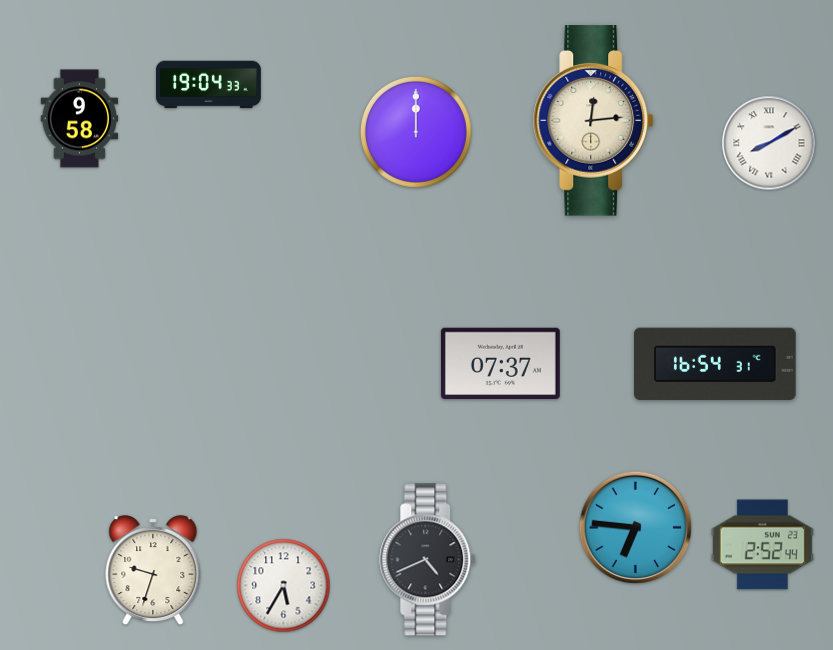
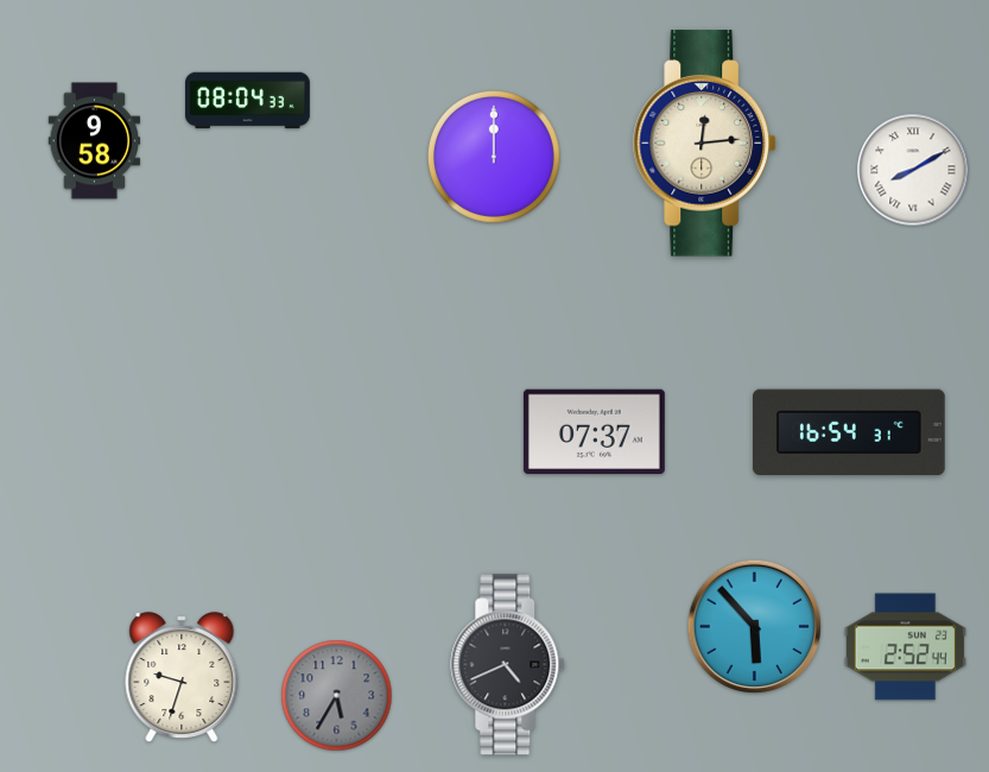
clock at (208, 85): 19:04 -> 08:04
clock at (636, 528): 6:46 -> 5:53
clock at (284, 586) dial: white -> grey
